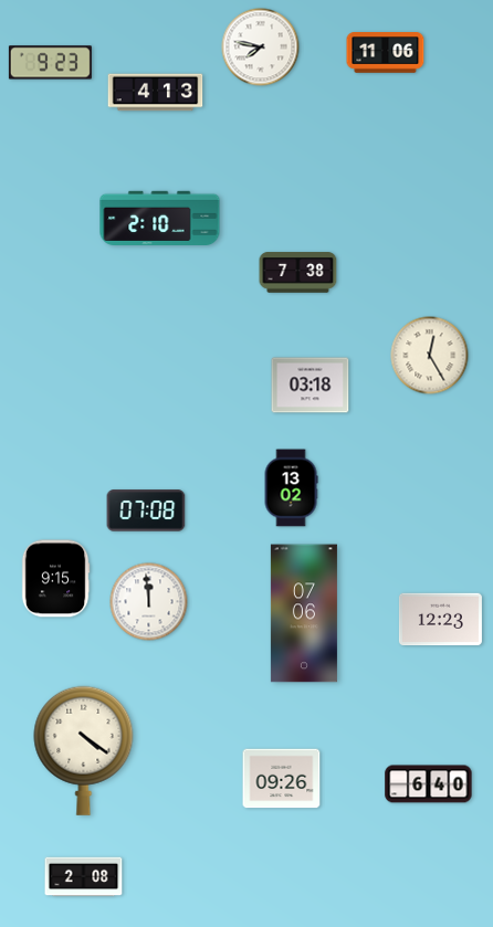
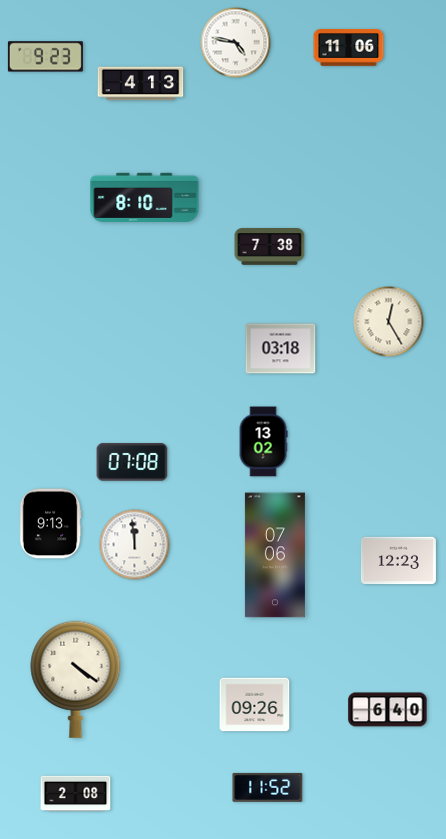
clock at (261, 48): 7:47 -> 4:47
clock at (160, 218): 2:10 -> 8:10
clock at (55, 579): 9:15 -> 9:13
clock at (268, 787): none -> 11:52
